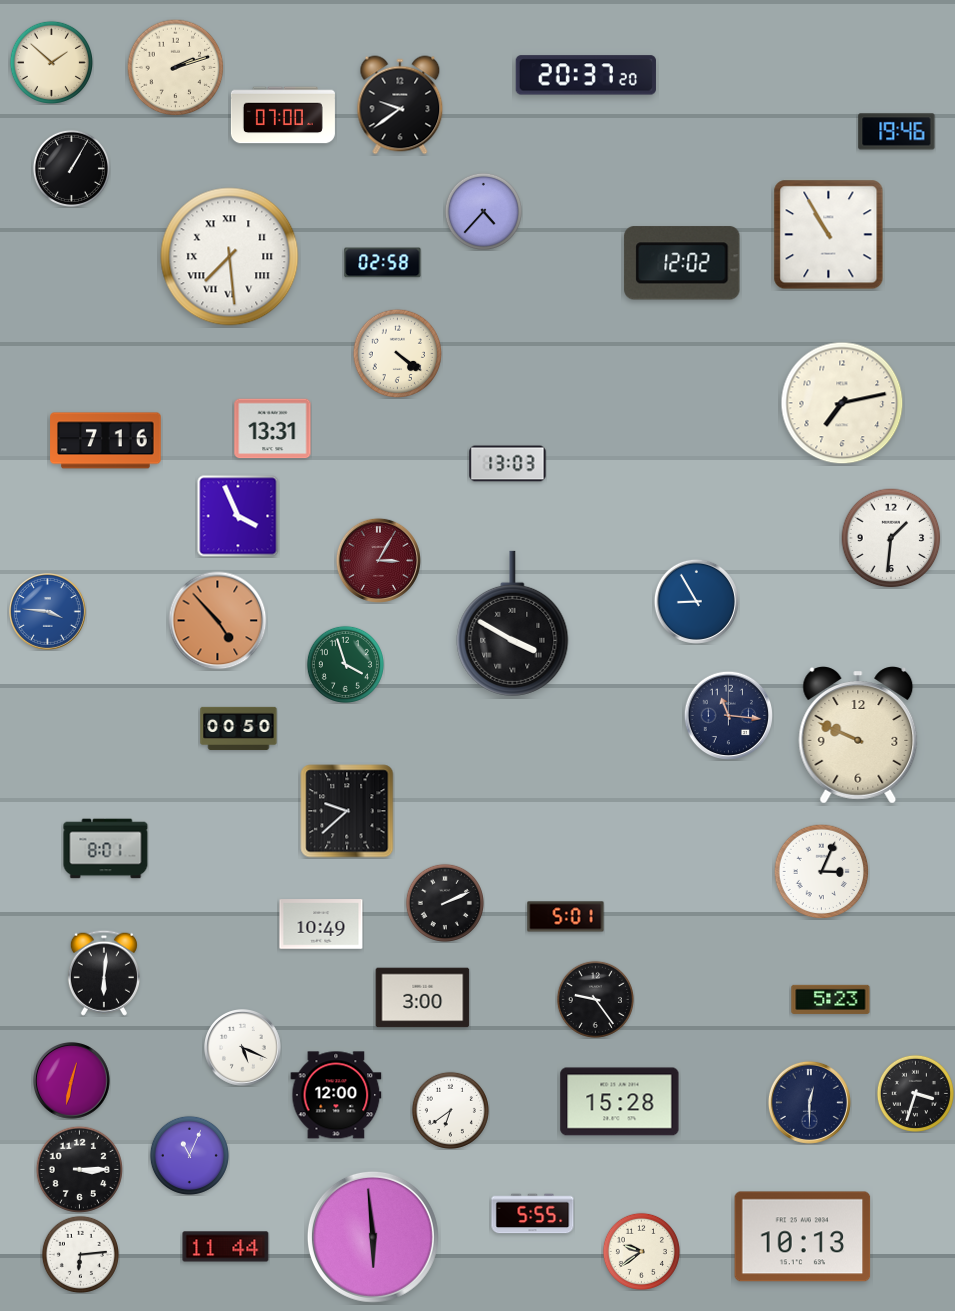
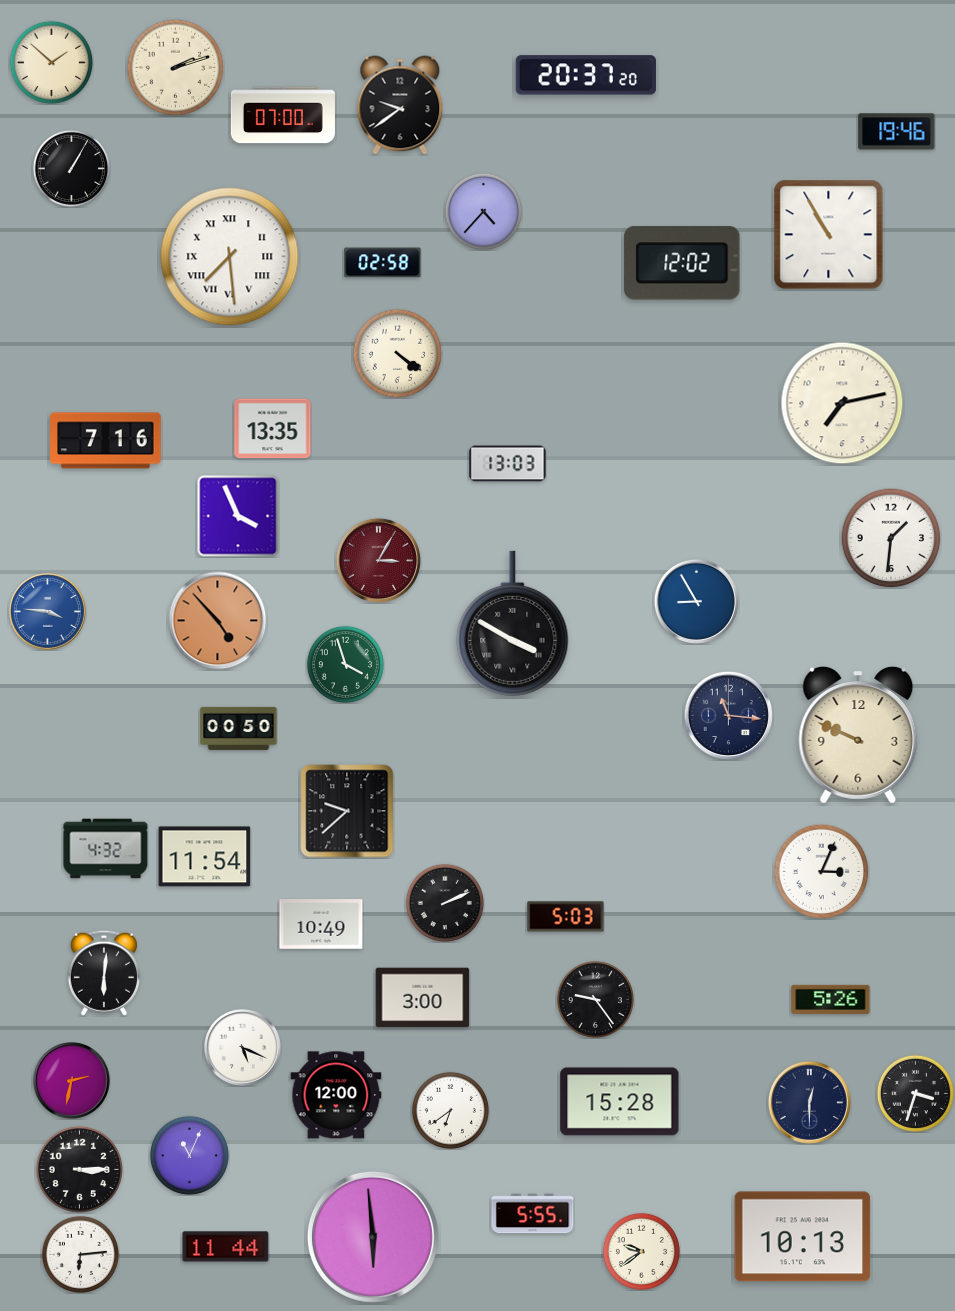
clock at (273, 429): 13:31 -> 13:35
clock at (106, 849): 8:01 -> 4:32
clock at (205, 857): none -> 11:54
clock at (566, 917): 5:01 -> 5:03
clock at (831, 999): 5:23 -> 5:26
clock at (72, 1081): 12:32 -> 2:32
